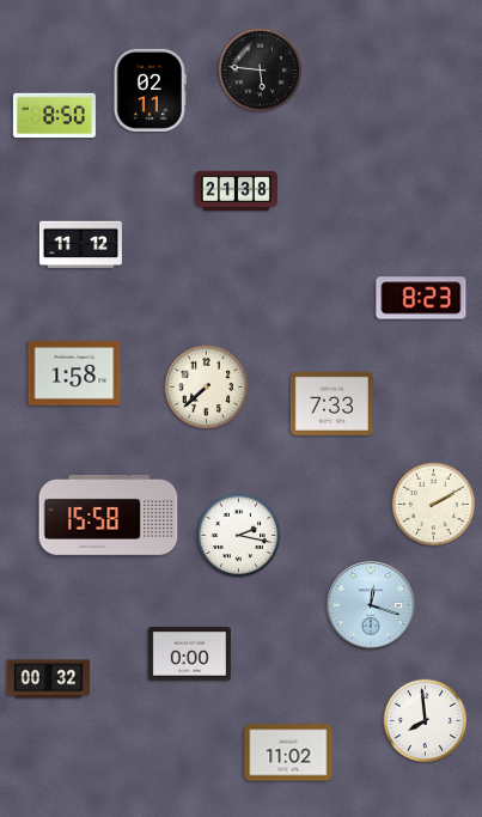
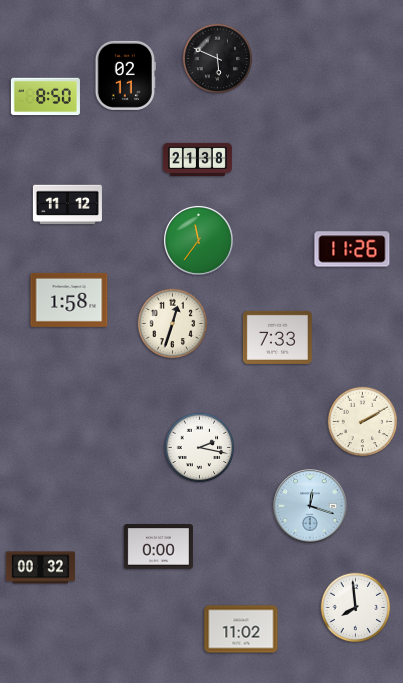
clock at (261, 71): 5:46 -> 5:49
clock at (199, 241): none -> 11:36
clock at (421, 298): 8:23 -> 11:26
clock at (74, 373) position: (74, 373) -> (69, 300)
clock at (207, 388): 7:38 -> 12:33
clock at (109, 514): 15:58 -> none
clock at (426, 721) position: (426, 721) -> (356, 608)
